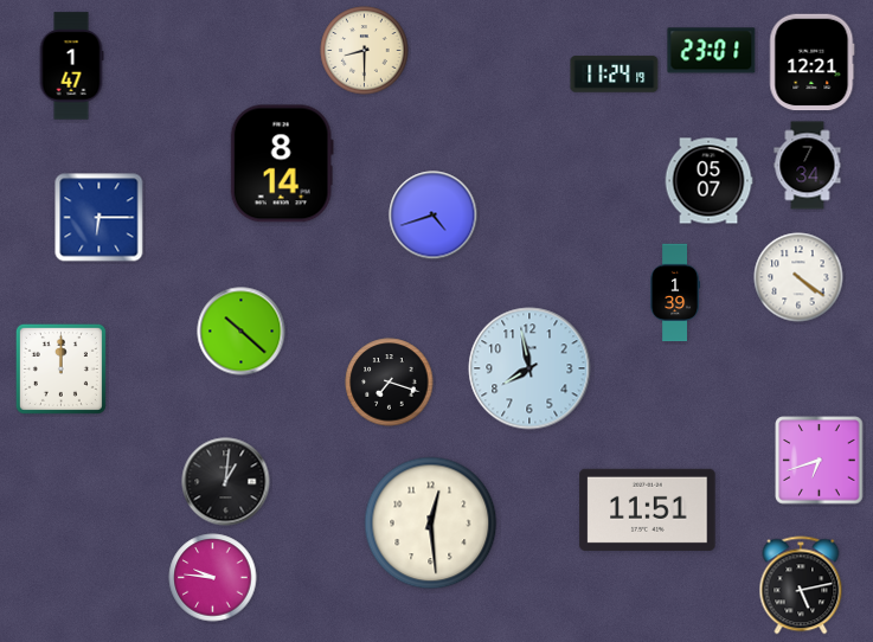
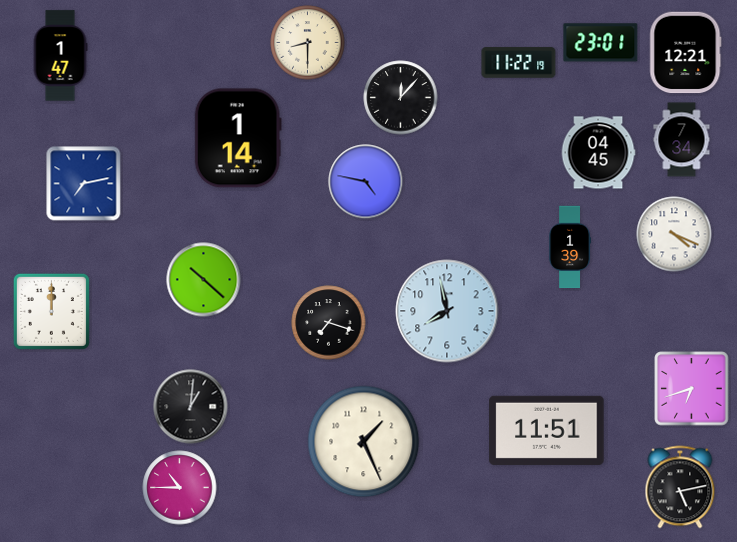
clock at (615, 75): 11:24 -> 11:22
clock at (401, 98): none -> 12:07
clock at (282, 163): 8:14 -> 1:14
clock at (708, 181): 05:07 -> 04:45
clock at (434, 216): 4:42 -> 4:47
clock at (100, 218): 6:15 -> 7:13
clock at (798, 277): 4:21 -> 4:19
clock at (431, 524): 12:29 -> 1:26
clock at (213, 578): 9:46 -> 10:45
clock at (801, 585) position: (801, 585) -> (680, 487)
